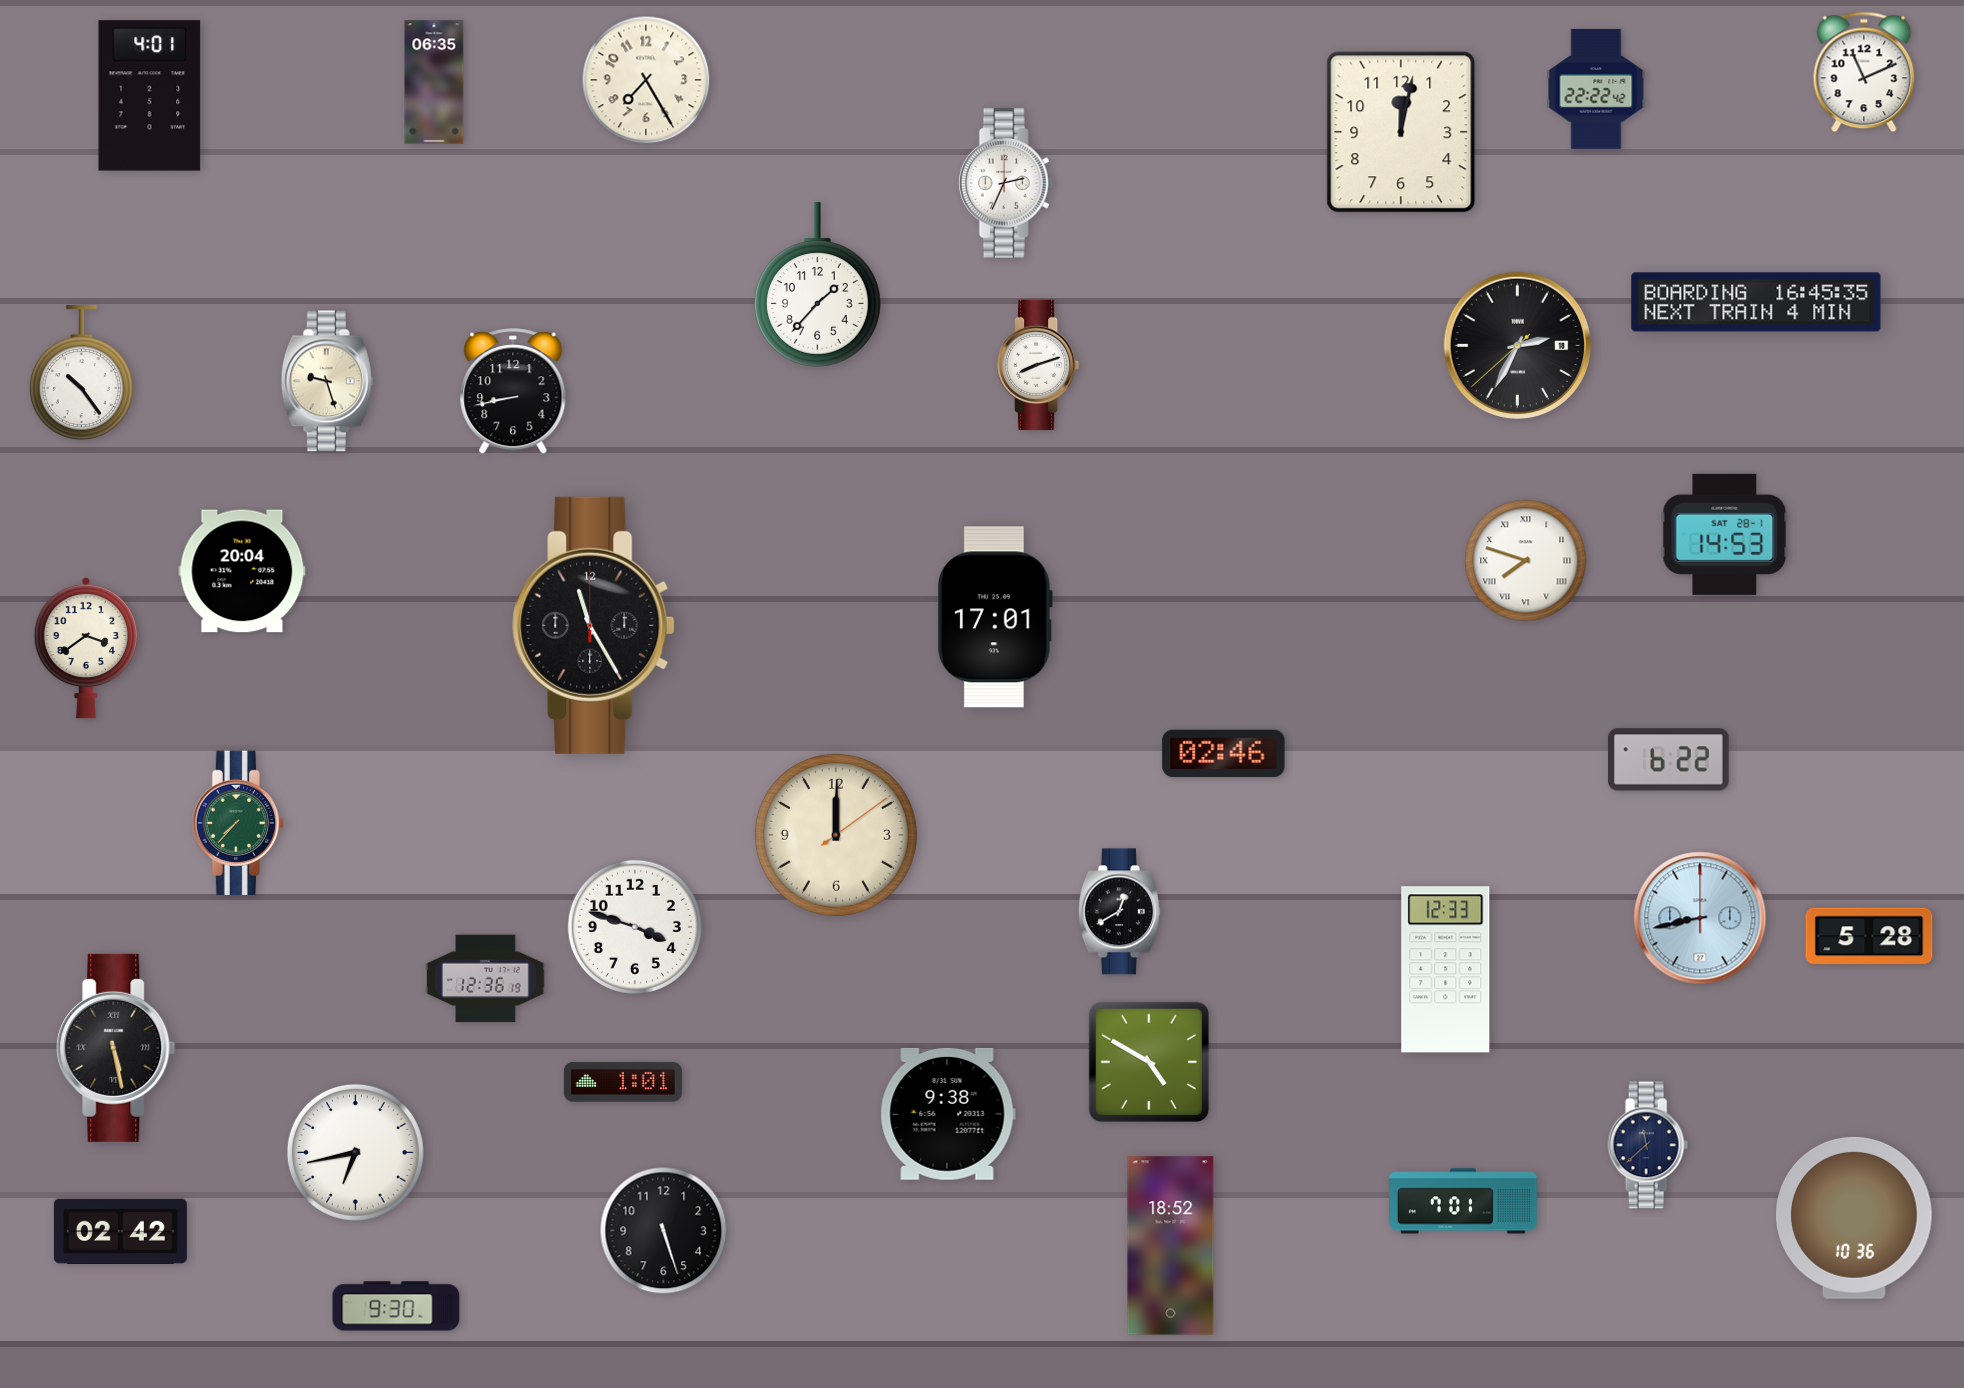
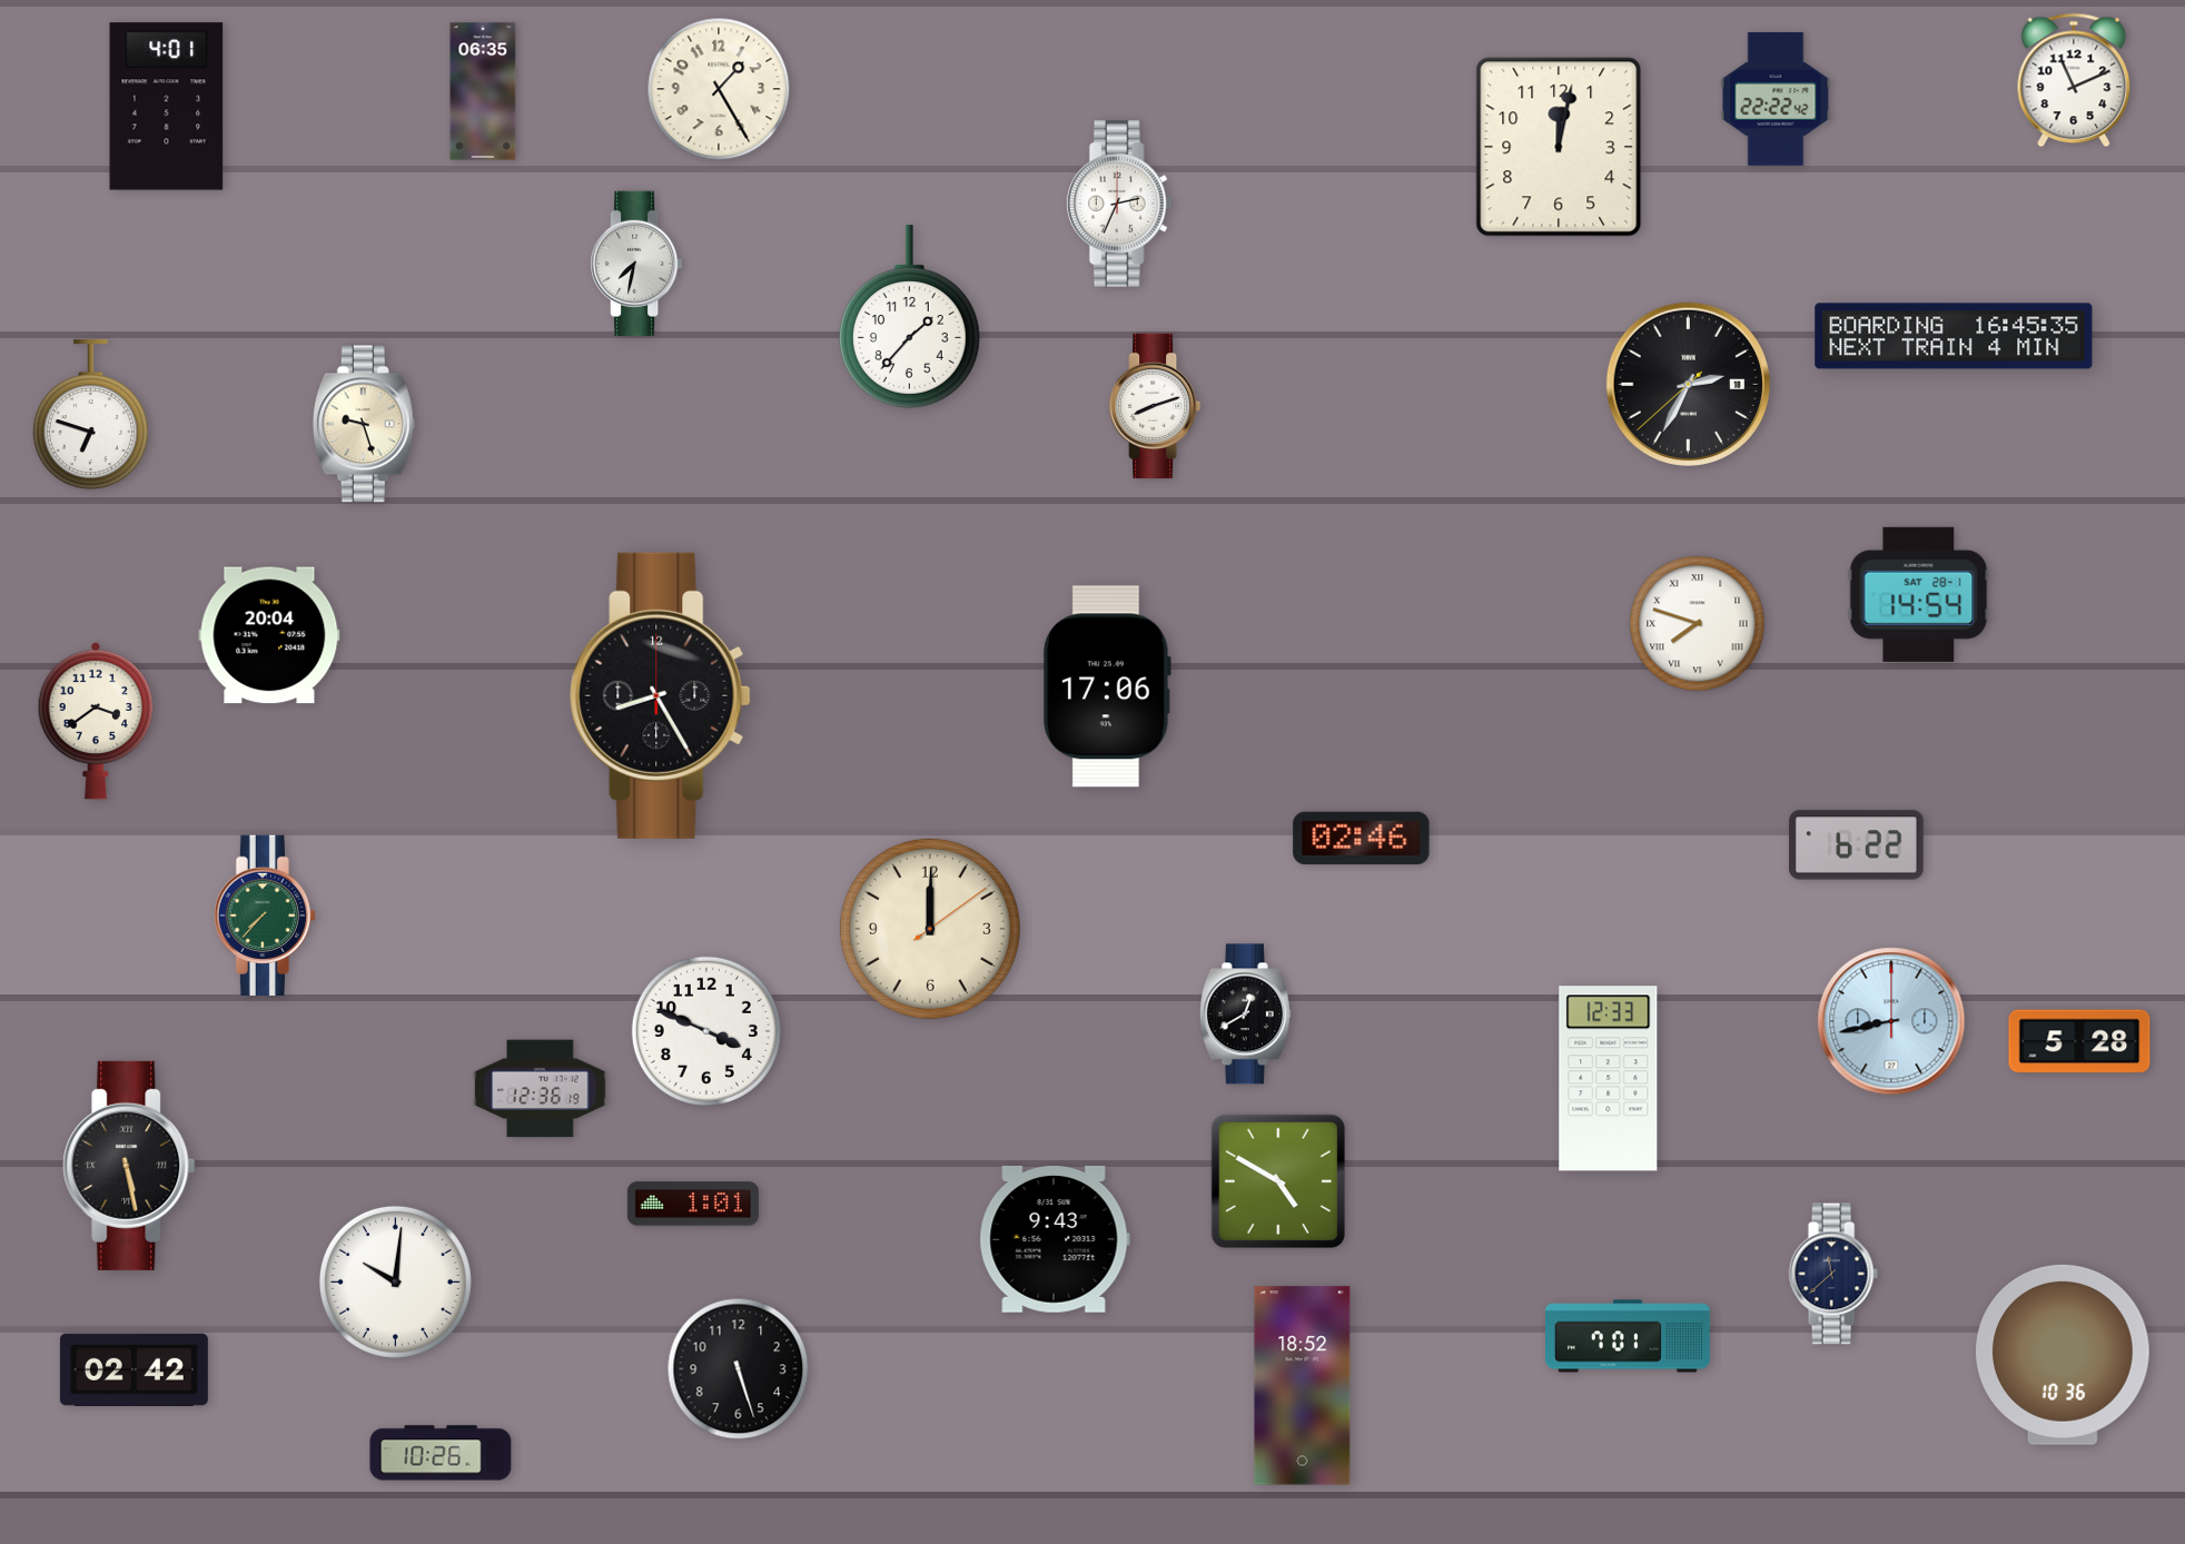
clock at (646, 80): 7:25 -> 1:25
clock at (637, 264): none -> 7:32
clock at (81, 373): 10:24 -> 6:48
clock at (513, 392): 8:43 -> none
clock at (1725, 534): 14:53 -> 14:54
clock at (996, 617): 17:01 -> 17:06
clock at (594, 625): 11:25 -> 8:25
clock at (635, 927): 3:48 -> 3:49
clock at (948, 1114): 9:38 -> 9:43
clock at (355, 1152): 6:43 -> 10:01
clock at (396, 1306): 9:30 -> 10:26
